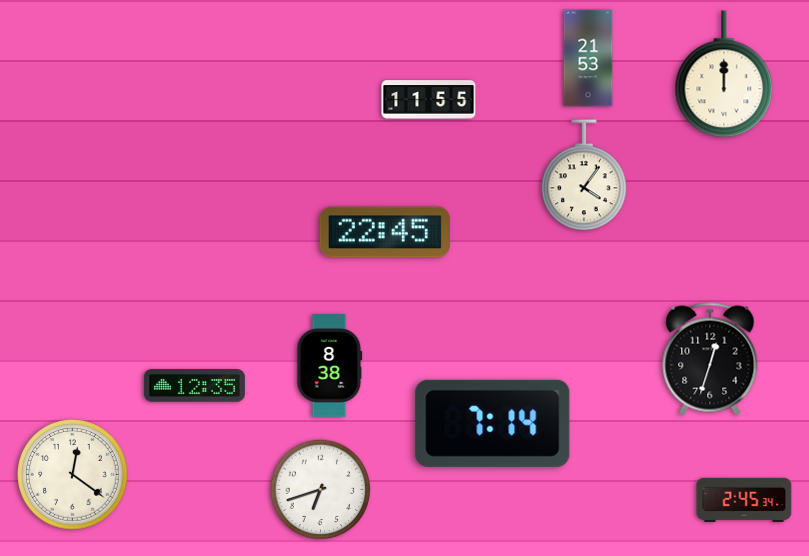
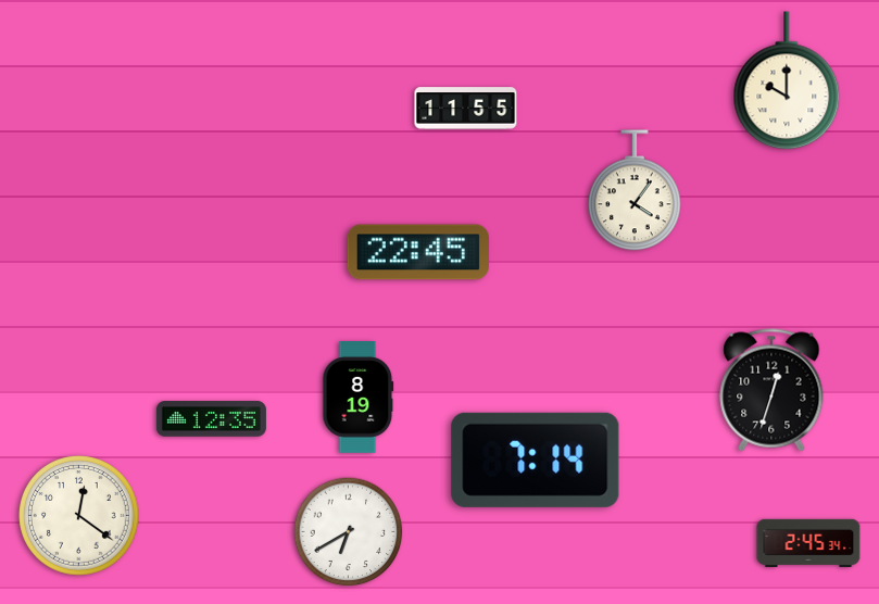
clock at (588, 58): 21:53 -> none
clock at (724, 75): 12:00 -> 10:00
clock at (330, 366): 8:38 -> 8:19
clock at (321, 490): 6:42 -> 6:40
